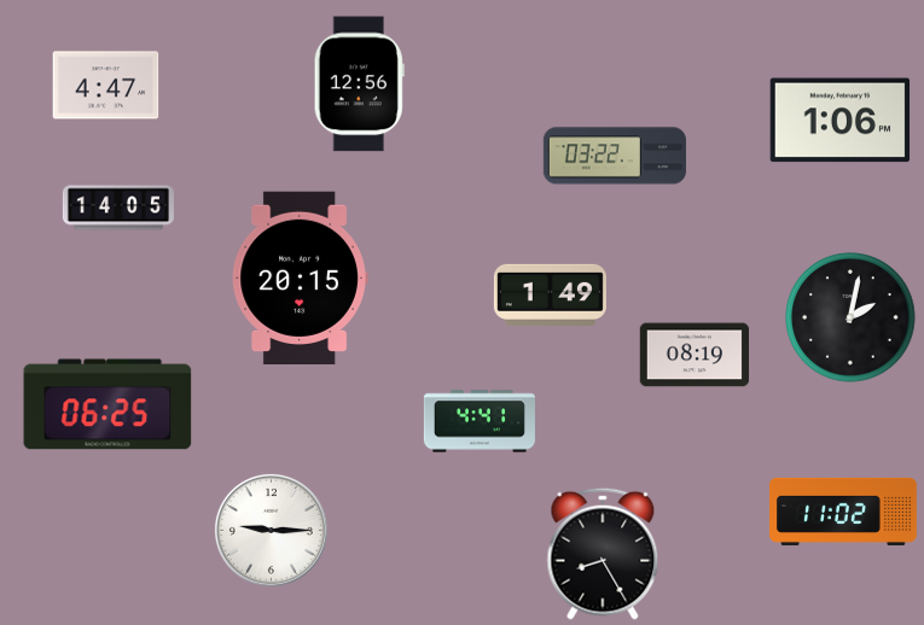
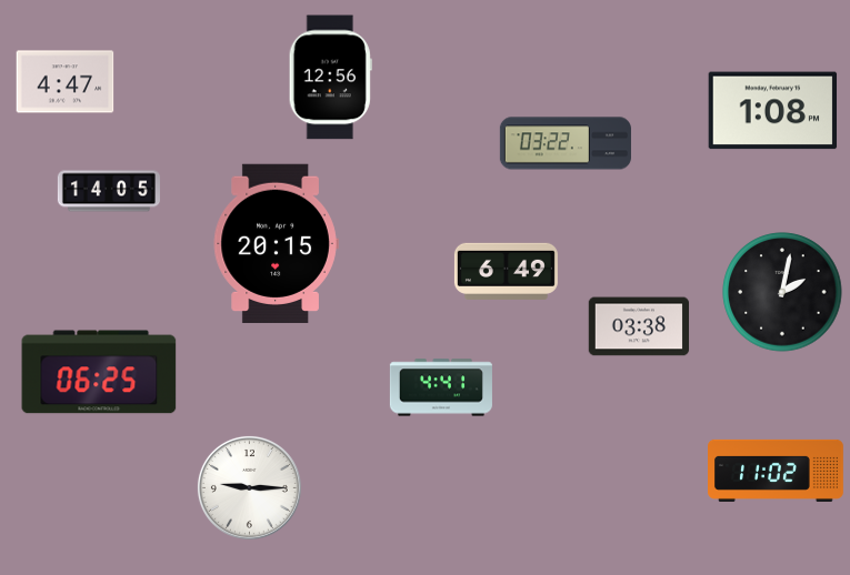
clock at (106, 86) position: (106, 86) -> (66, 82)
clock at (841, 121): 1:06 -> 1:08
clock at (300, 278) position: (300, 278) -> (276, 243)
clock at (550, 294): 1:49 -> 6:49
clock at (695, 355): 08:19 -> 03:38
clock at (603, 554): 8:25 -> none
